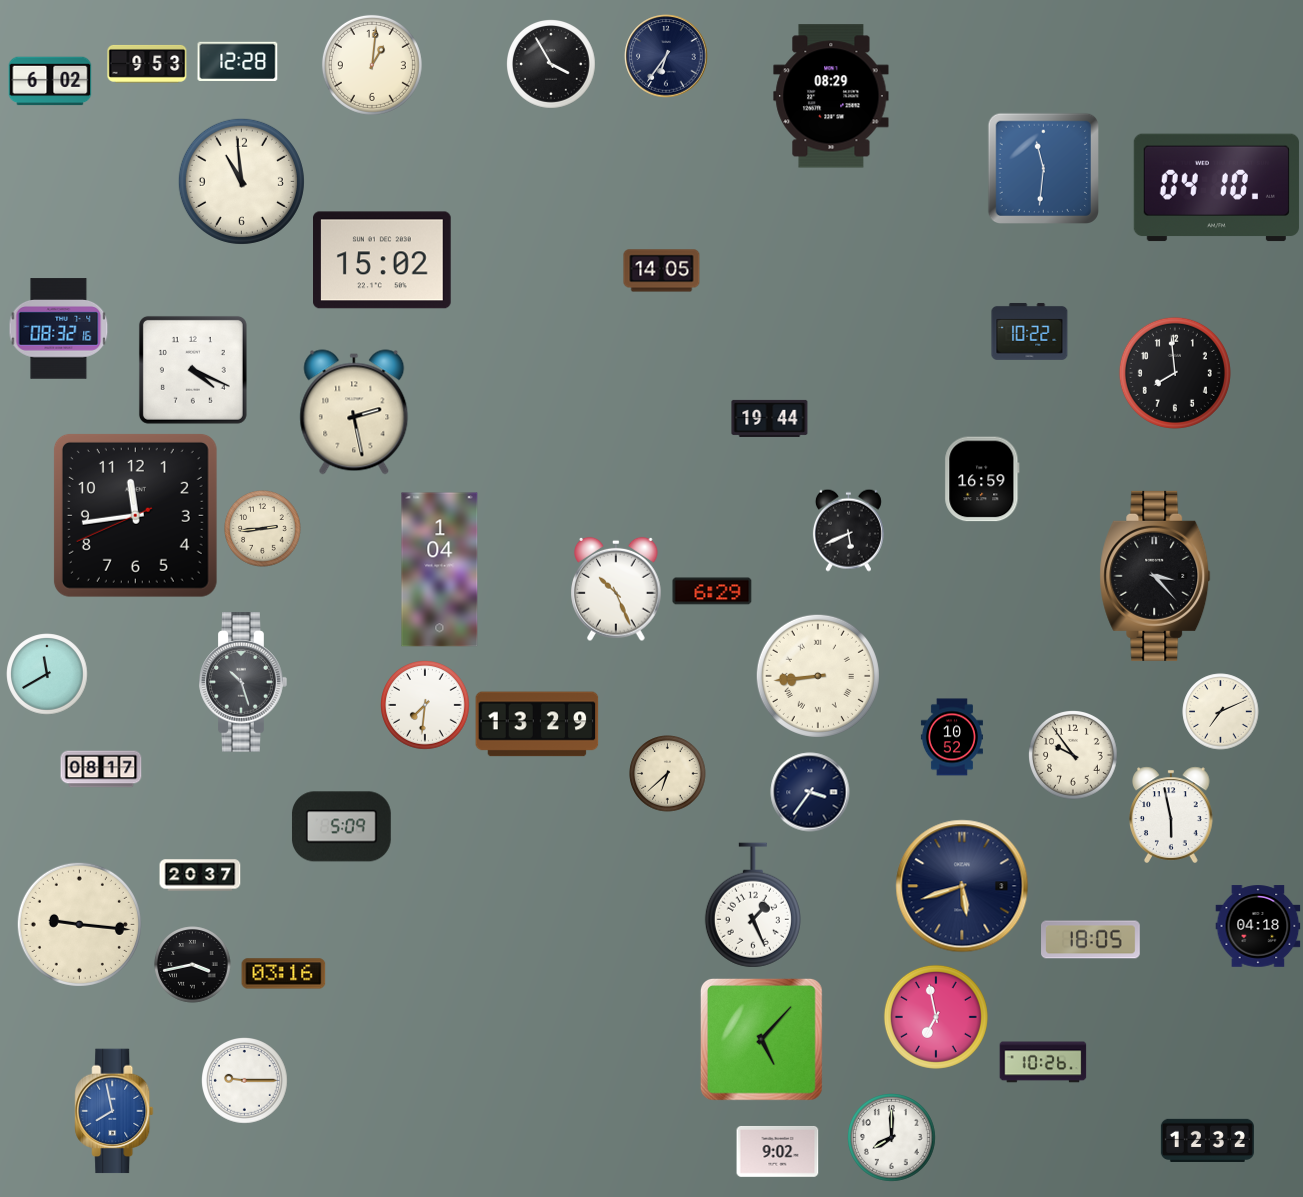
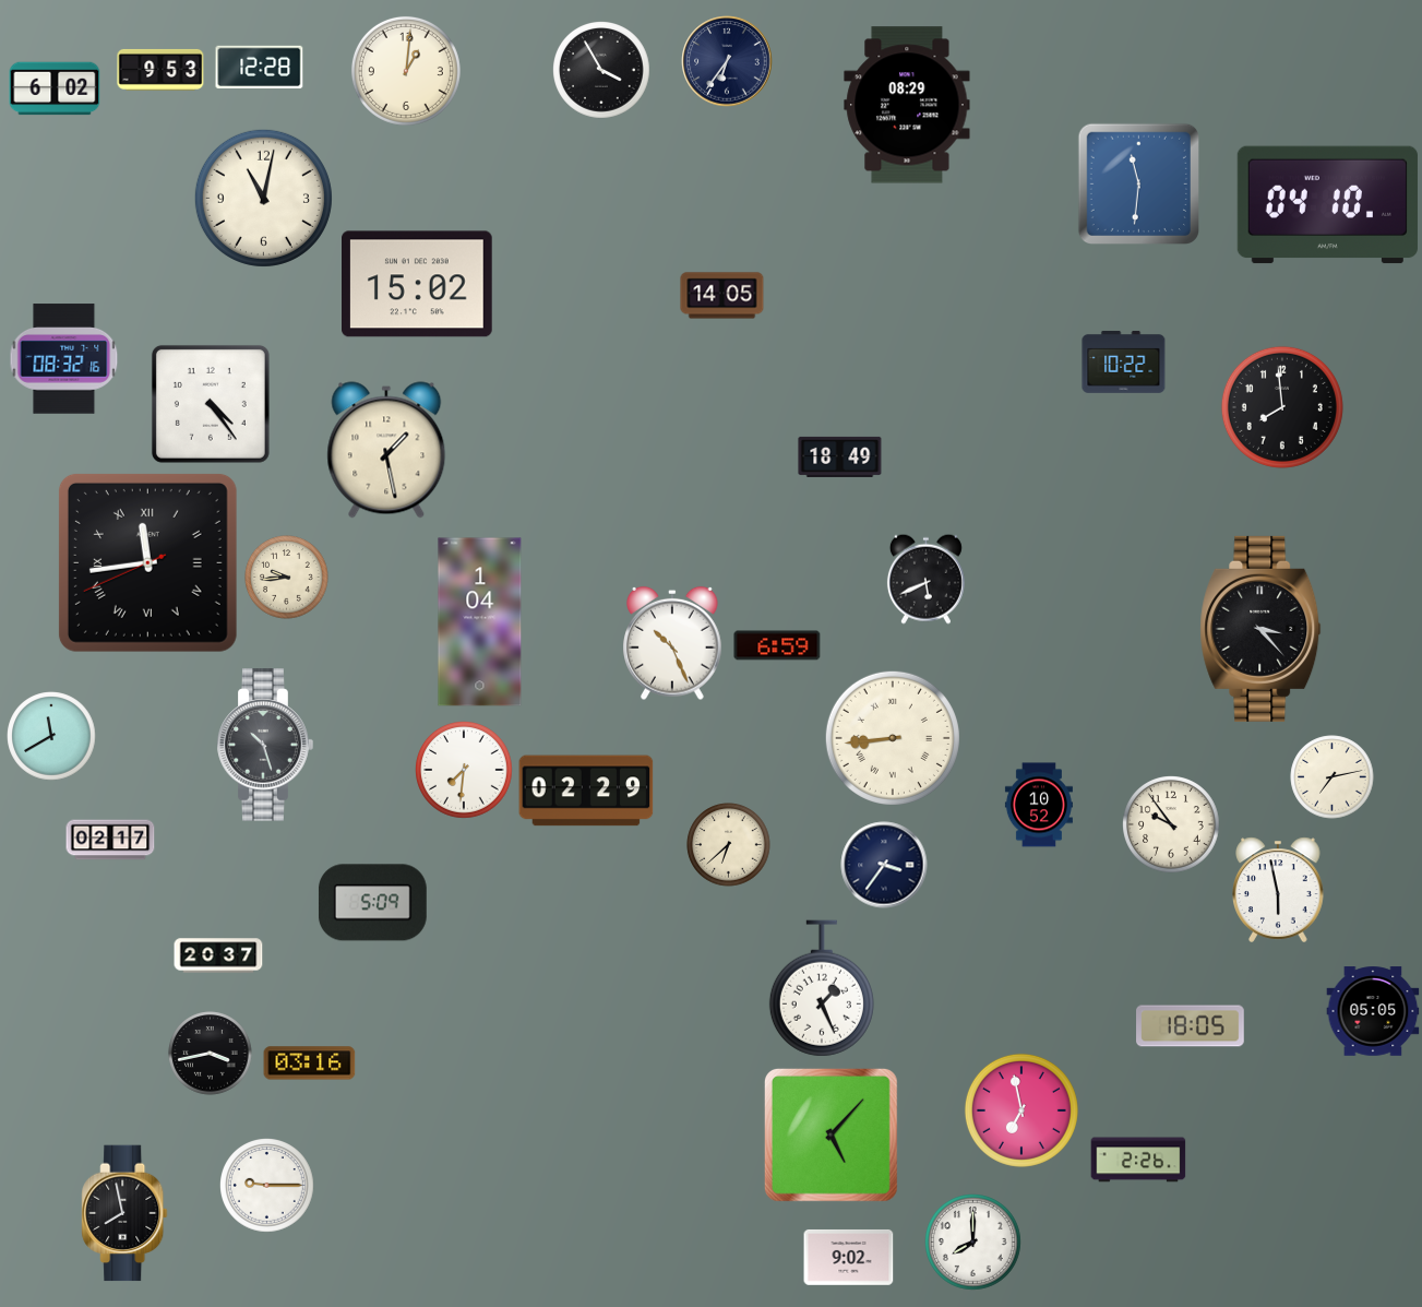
clock at (241, 181): 10:59 -> 11:02
clock at (193, 370): 4:19 -> 4:24
clock at (354, 412): 2:28 -> 1:28
clock at (770, 418): 19:44 -> 18:49
clock at (982, 479): 16:59 -> none
clock at (135, 515) numerals: Arabic -> Roman
clock at (263, 529): 2:44 -> 9:44
clock at (712, 591): 6:29 -> 6:59
clock at (1221, 712): 7:11 -> 7:13
clock at (537, 724): 13:29 -> 02:29
clock at (101, 769): 08:17 -> 02:17
clock at (962, 886): 5:42 -> none
clock at (79, 924): 9:16 -> none
clock at (1258, 926): 04:18 -> 05:05
clock at (1043, 1062): 10:26 -> 2:26
clock at (245, 1081) position: (245, 1081) -> (267, 1186)
clock at (114, 1111) dial: blue -> black
clock at (1207, 1140): 12:32 -> none
